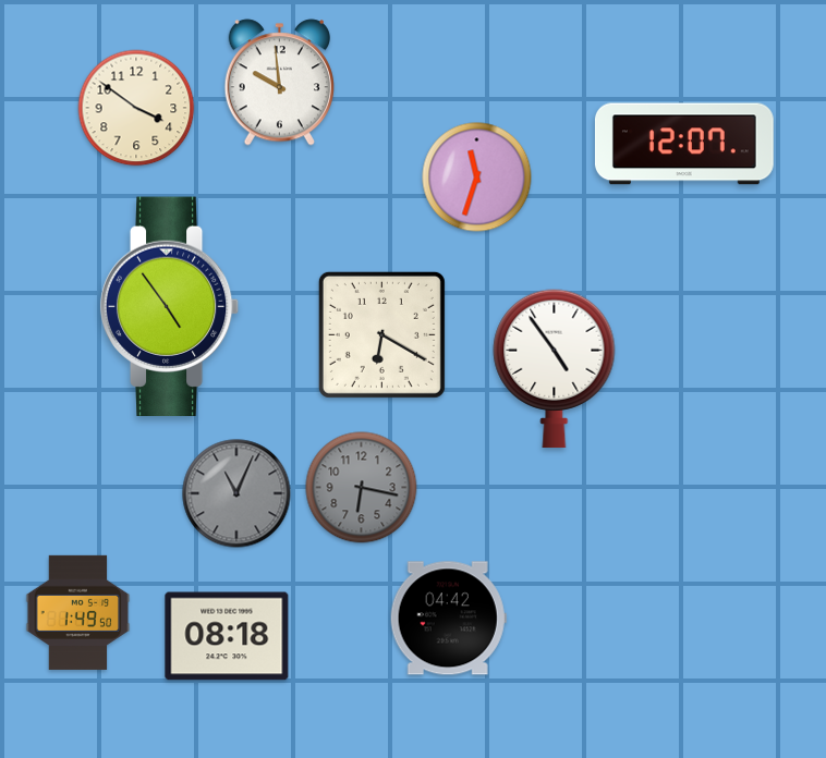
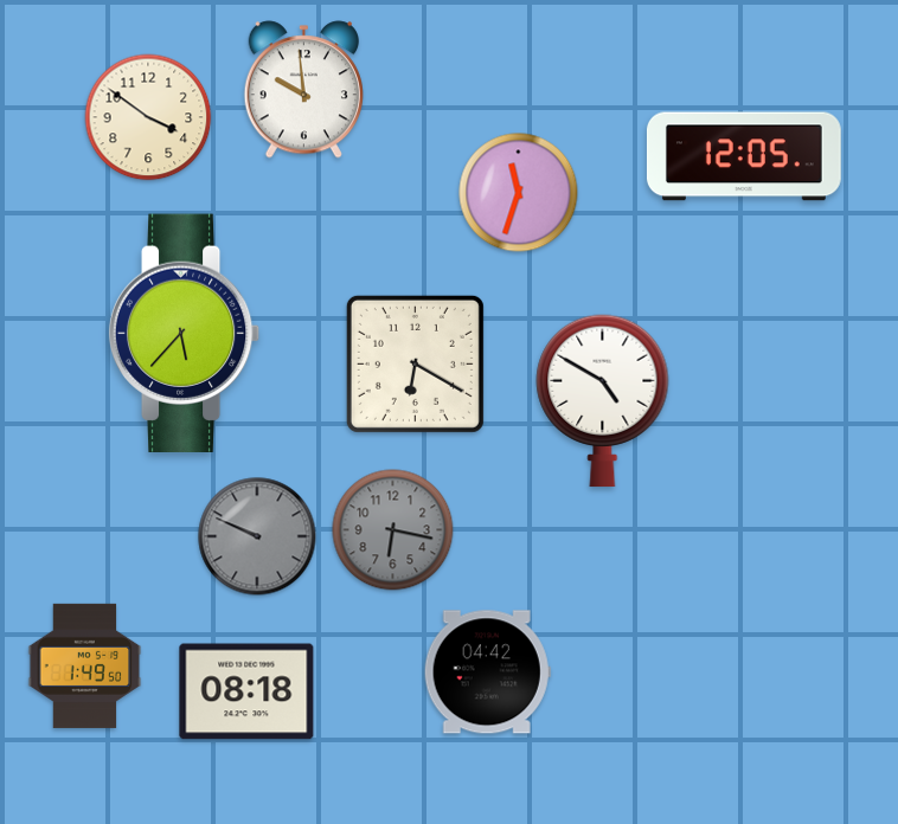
clock at (684, 144): 12:07 -> 12:05
clock at (170, 307): 4:54 -> 5:37
clock at (555, 369): 4:54 -> 4:50
clock at (236, 493): 11:04 -> 9:49
